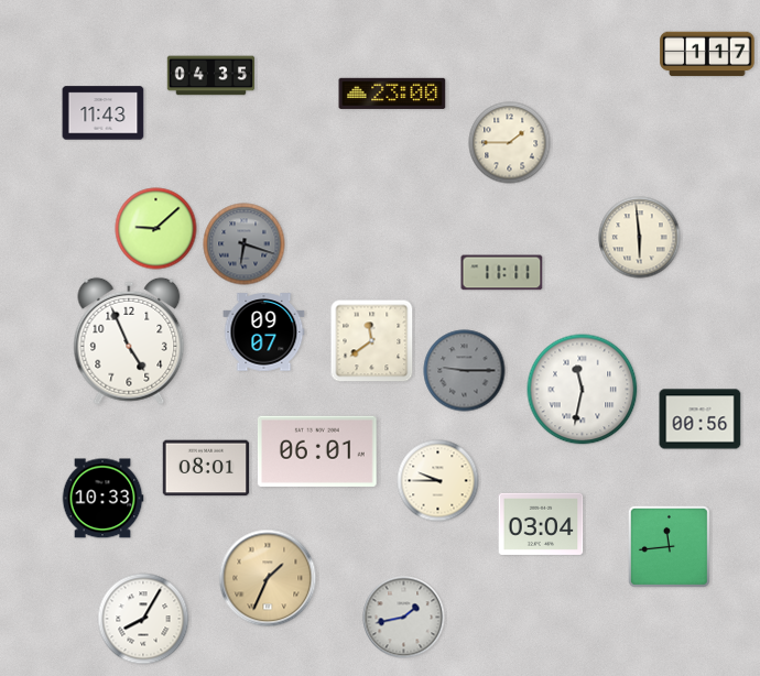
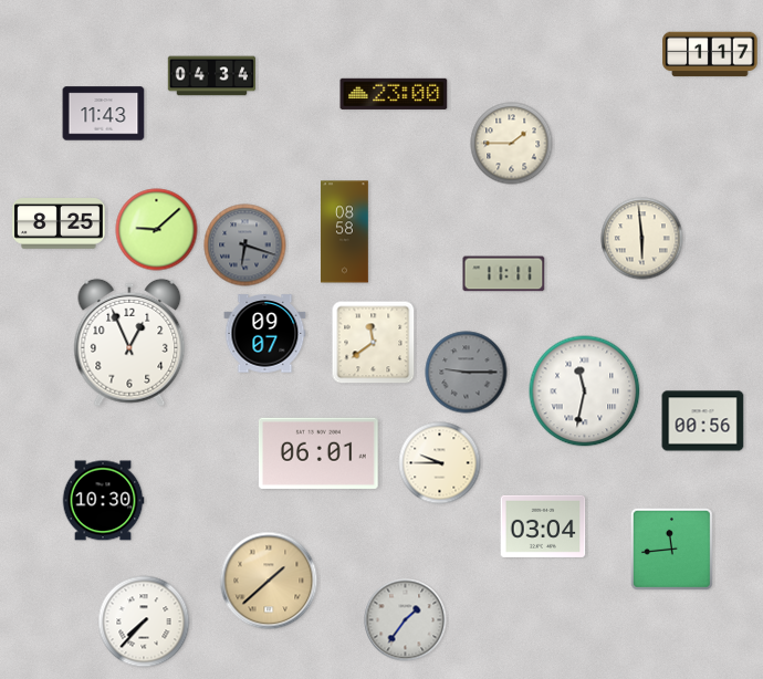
clock at (211, 76): 04:35 -> 04:34
clock at (60, 224): none -> 8:25
clock at (345, 232): none -> 08:58
clock at (129, 341): 4:56 -> 12:56
clock at (206, 468): 08:01 -> none
clock at (438, 481) position: (438, 481) -> (440, 463)
clock at (102, 499): 10:33 -> 10:30
clock at (268, 578): 1:34 -> 1:38
clock at (404, 618): 1:43 -> 1:36
clock at (143, 619): 8:05 -> 7:37
